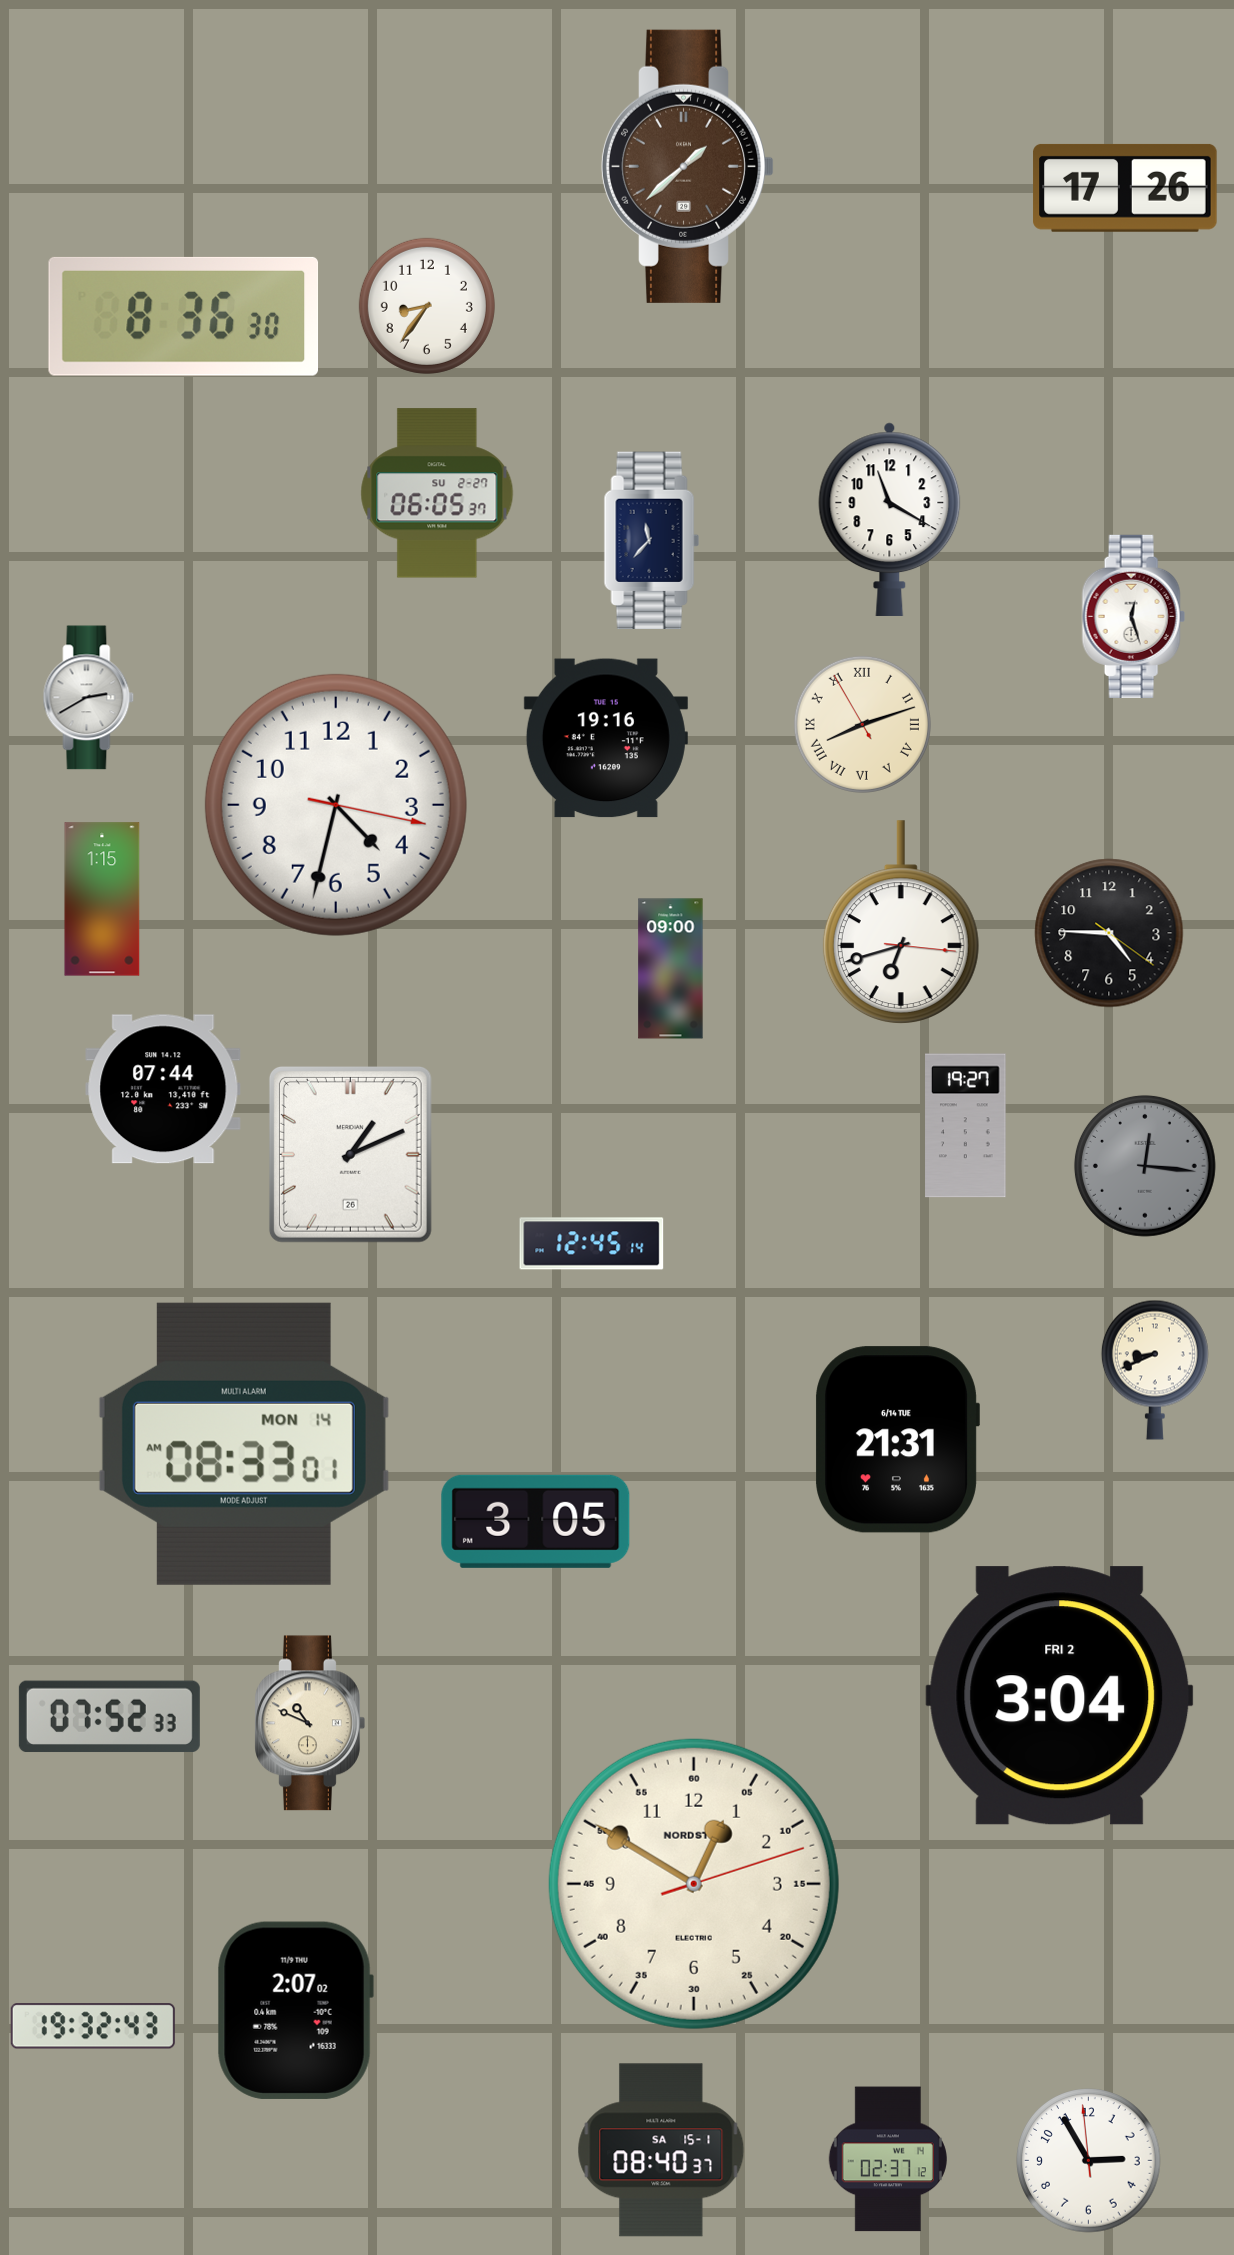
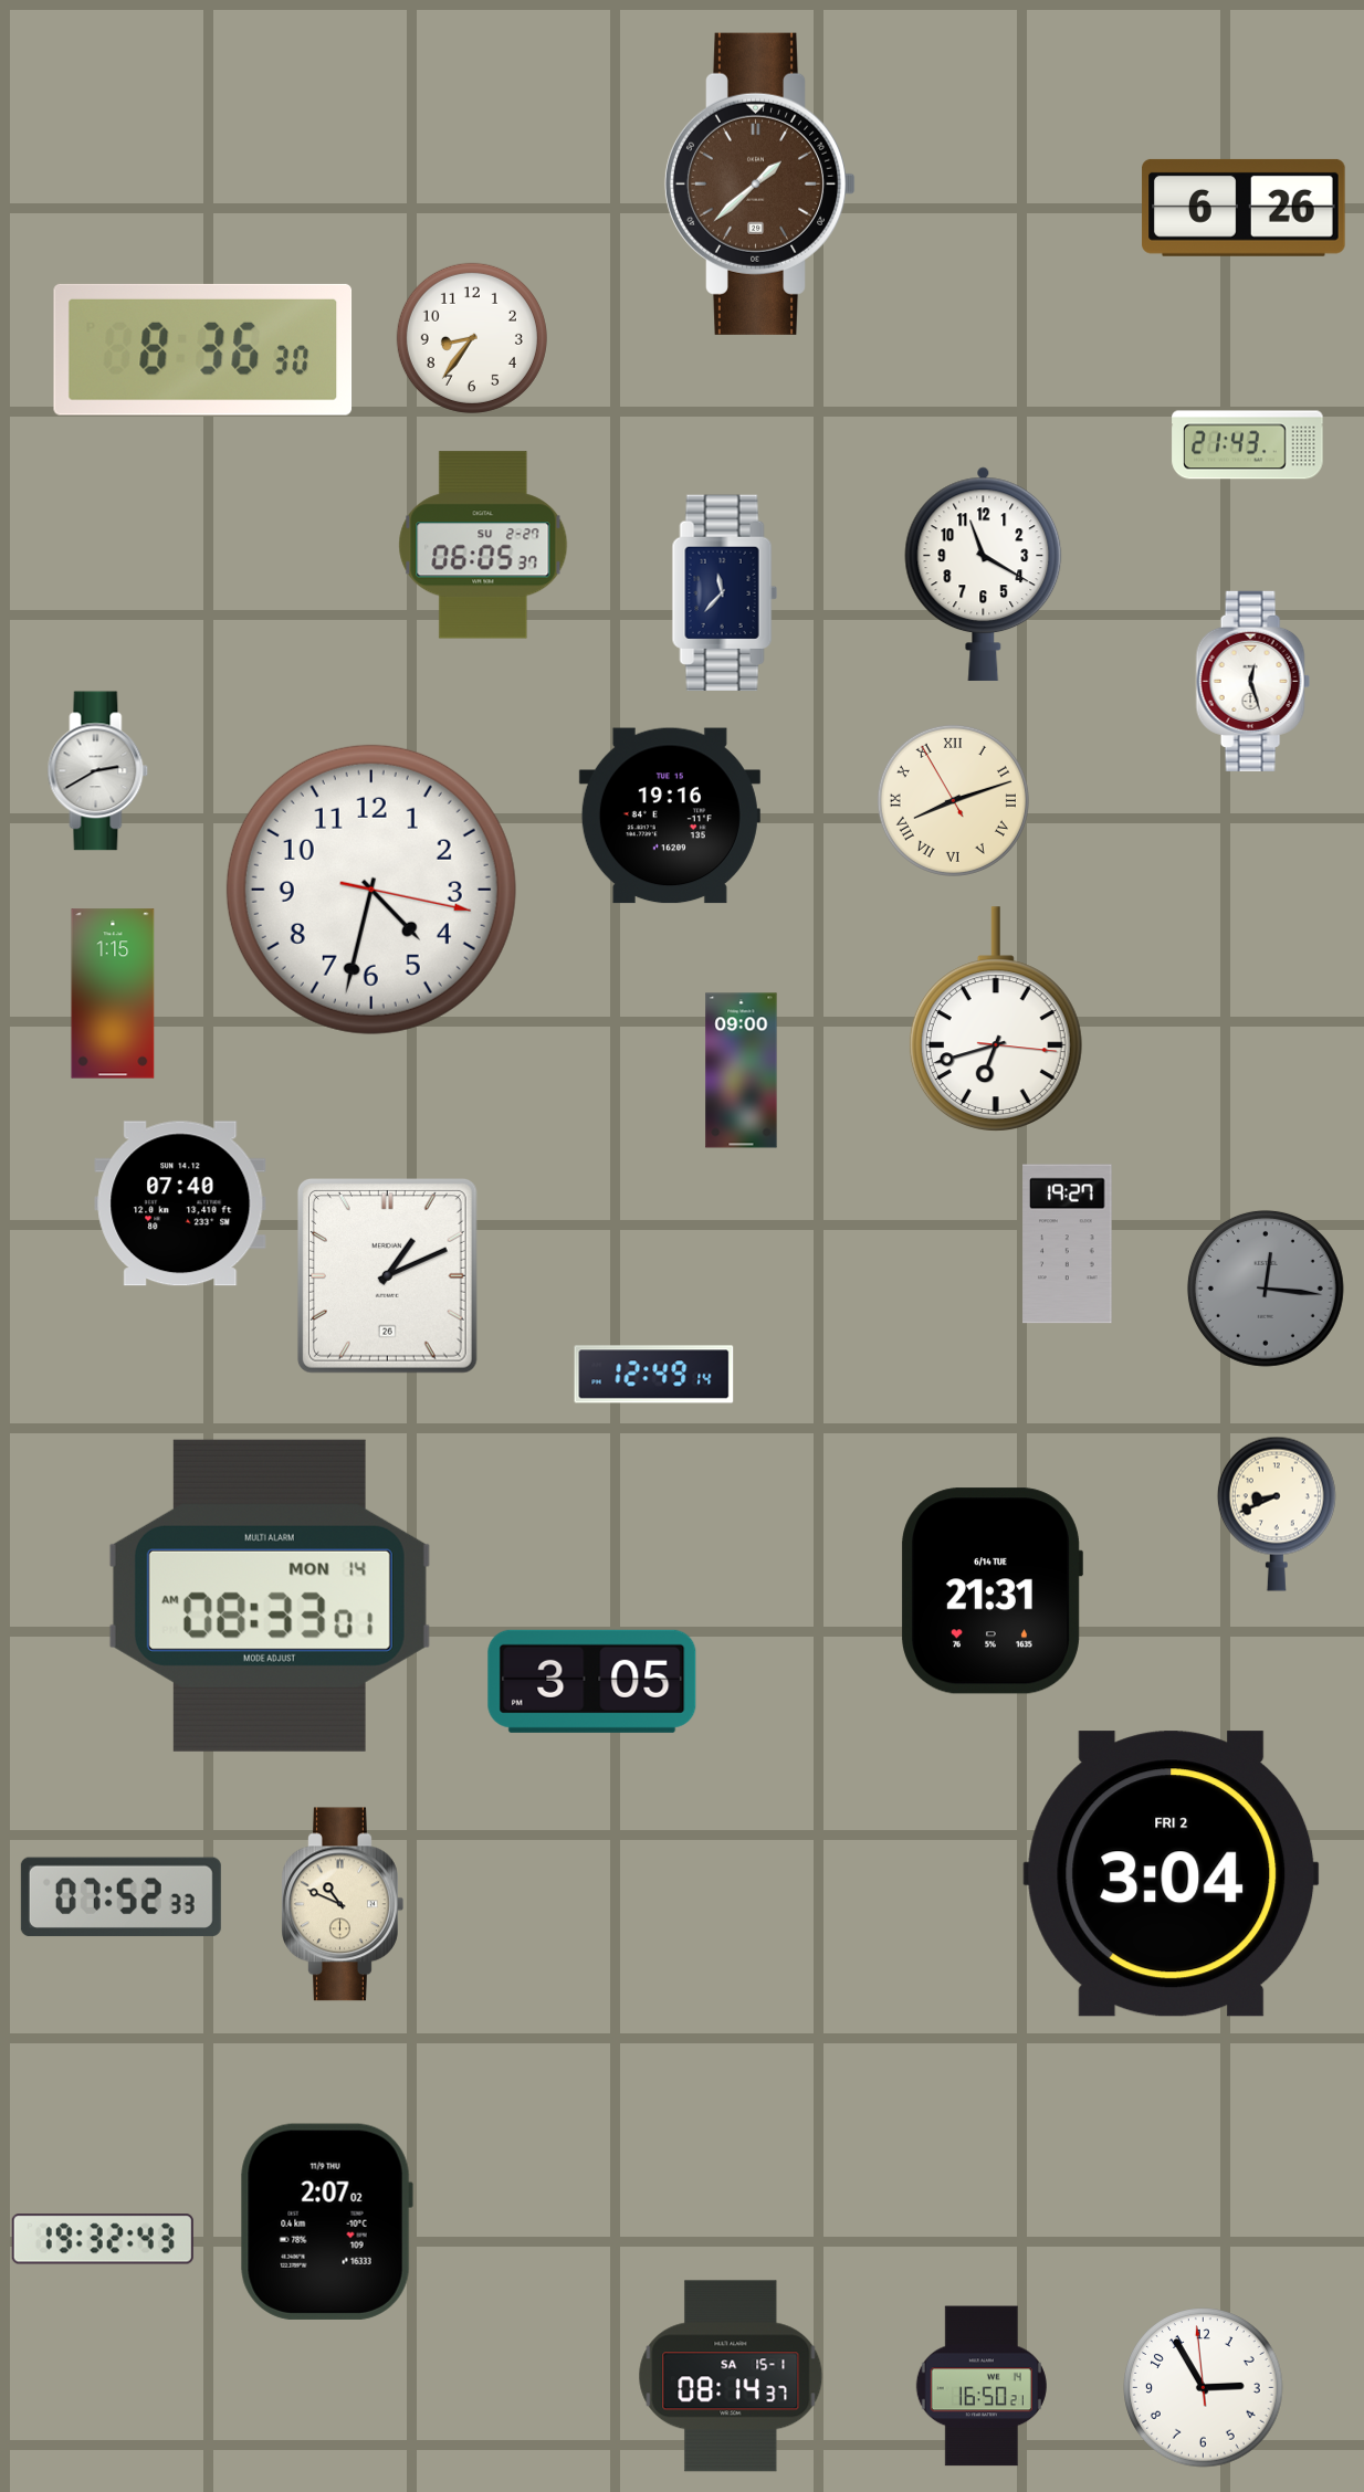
clock at (1125, 188): 17:26 -> 6:26
clock at (1248, 445): none -> 21:43
clock at (651, 541) position: (651, 541) -> (724, 593)
clock at (1109, 933): 4:45 -> none
clock at (163, 1089): 07:44 -> 07:40
clock at (592, 1244): 12:45 -> 12:49
clock at (694, 1884): 12:50 -> none
clock at (661, 2150): 08:40 -> 08:14
clock at (888, 2159): 02:37 -> 16:50
